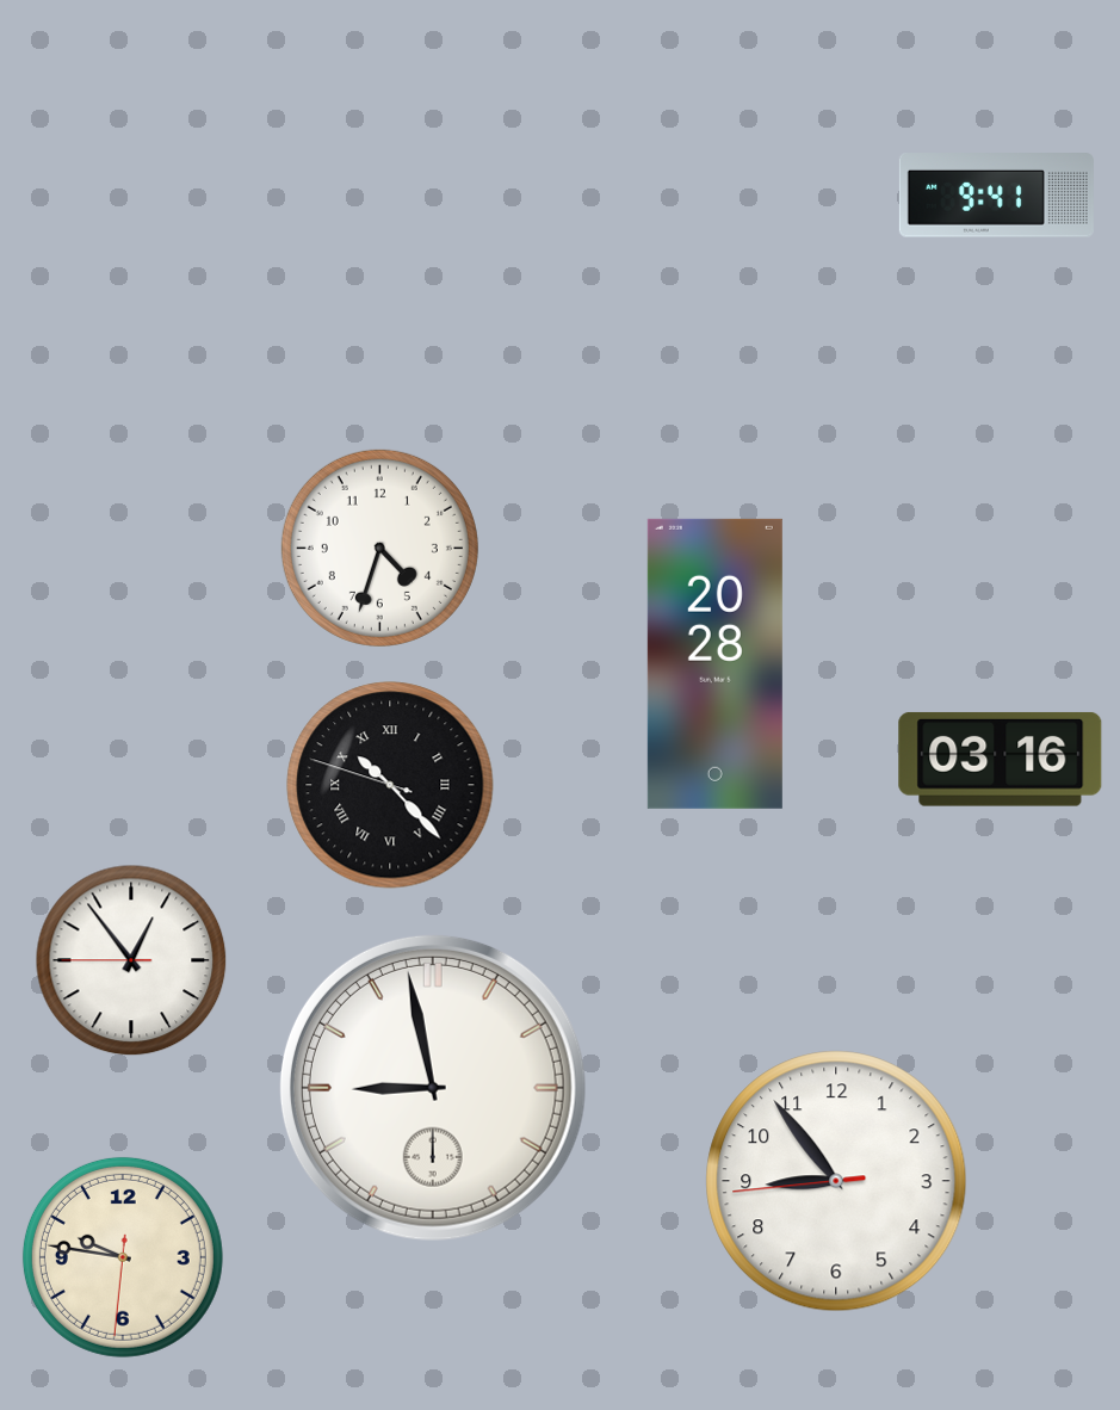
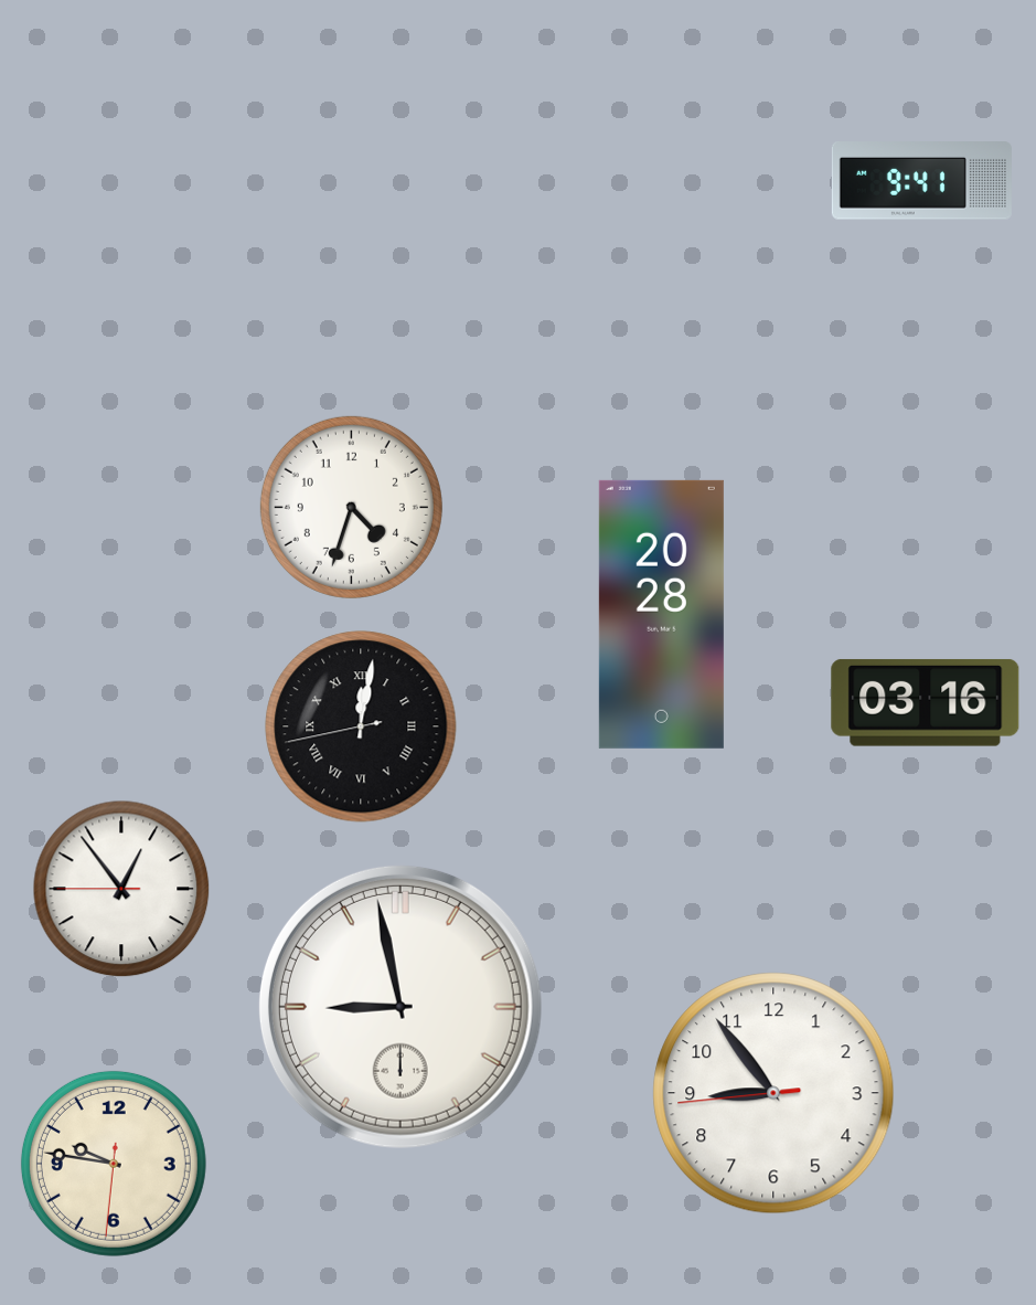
clock at (390, 785): 10:22 -> 12:01
